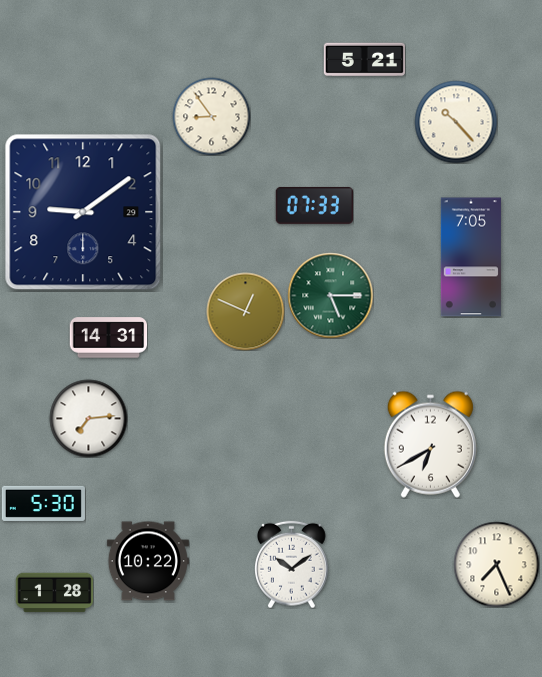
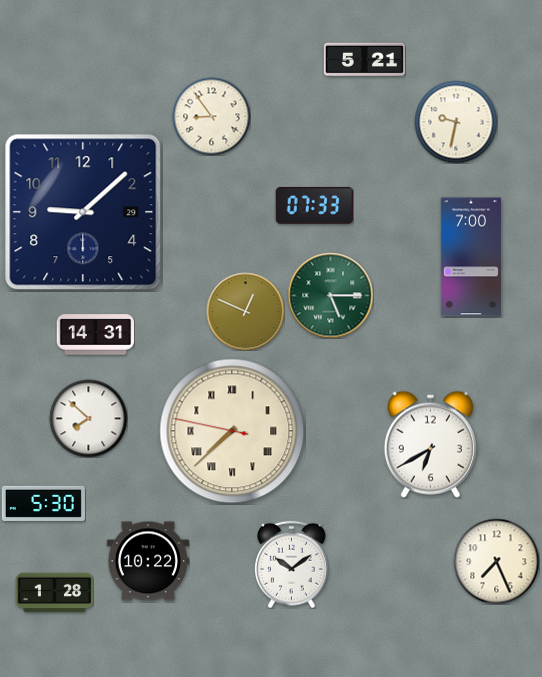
clock at (456, 122): 10:23 -> 9:32
clock at (83, 212): 9:09 -> 9:08
clock at (471, 257): 7:05 -> 7:00
clock at (108, 338) position: (108, 338) -> (95, 335)
clock at (88, 418): 7:14 -> 7:52
clock at (232, 431): none -> 7:37
clock at (496, 564) position: (496, 564) -> (496, 561)
